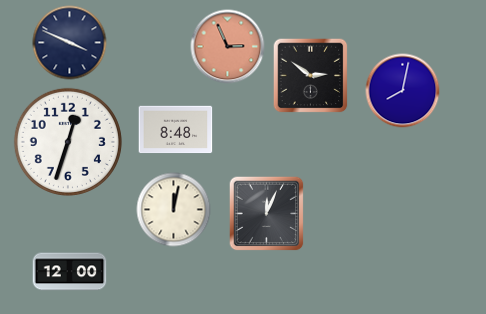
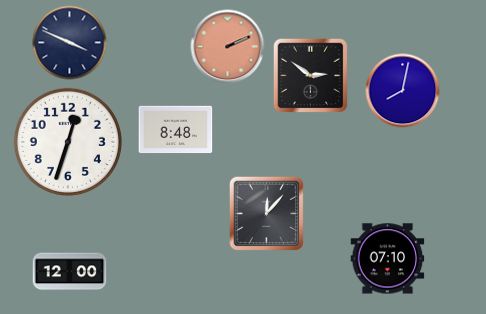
clock at (228, 47): 2:56 -> 2:11
clock at (174, 210): 12:02 -> none
clock at (267, 214): 12:04 -> 12:07
clock at (388, 259): none -> 07:10
